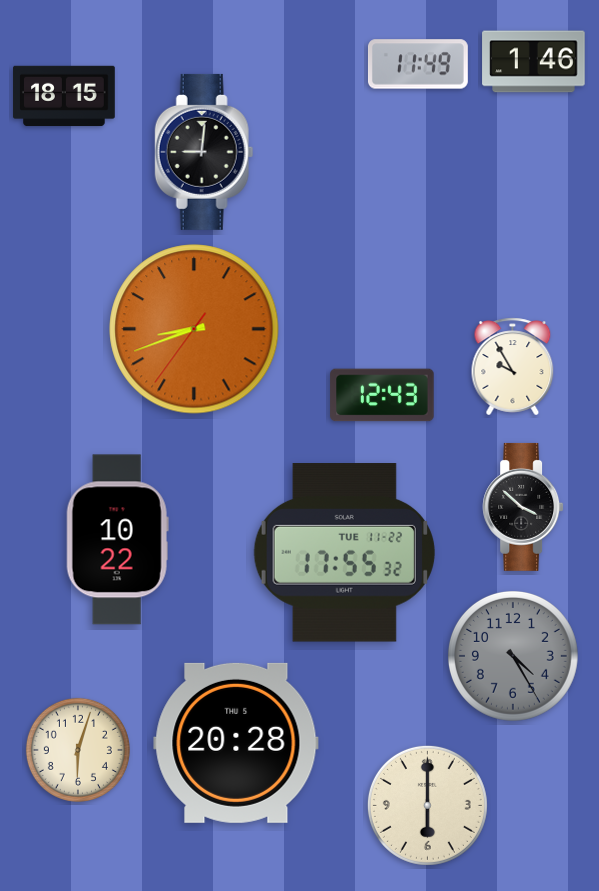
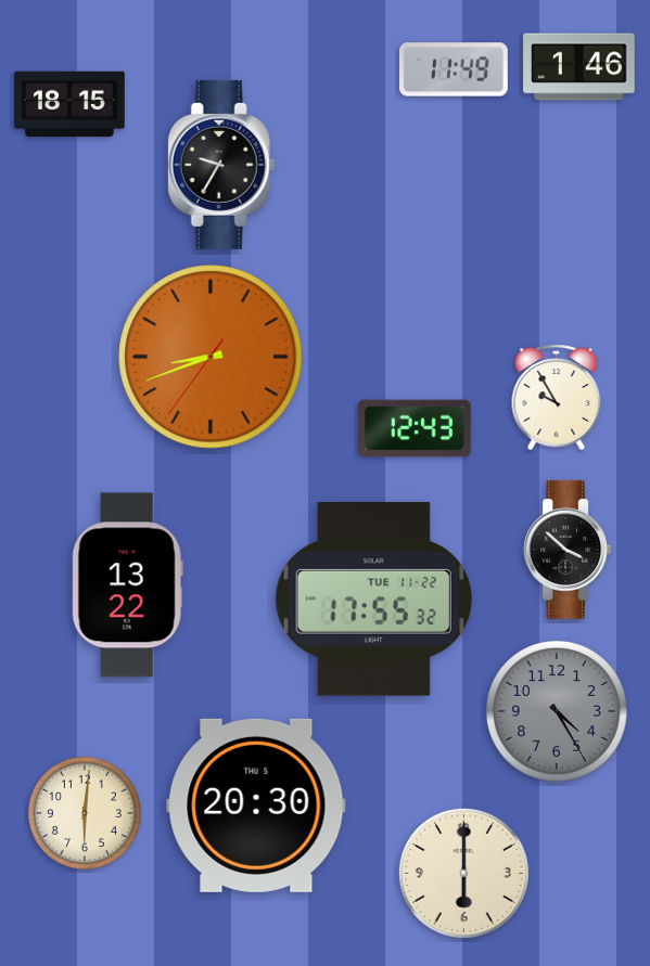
clock at (204, 152): 9:01 -> 9:35
clock at (117, 540): 10:22 -> 13:22
clock at (236, 743): 20:28 -> 20:30
clock at (78, 750): 6:03 -> 6:01
